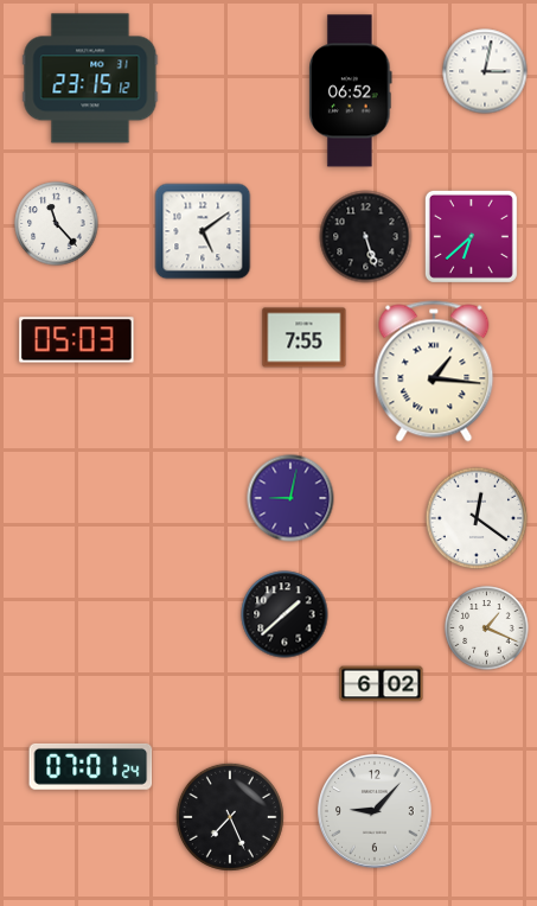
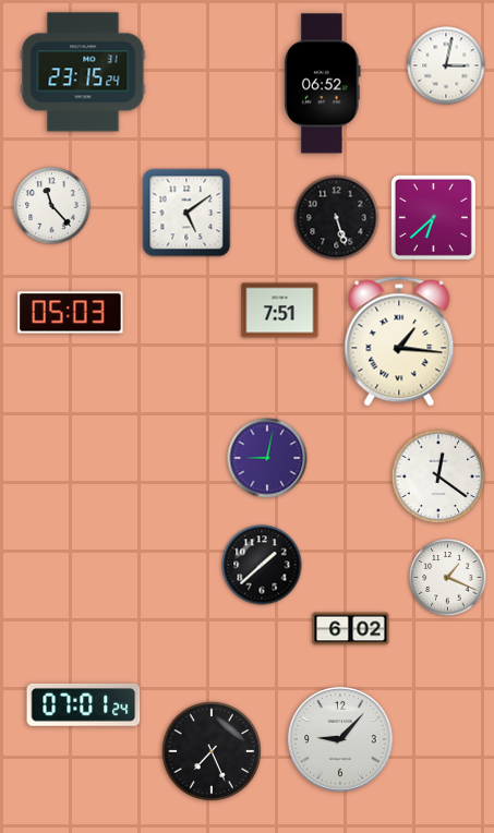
clock at (90, 78): 23:15:12 -> 23:15:24
clock at (305, 338): 7:55 -> 7:51
clock at (375, 811) position: (375, 811) -> (340, 739)
